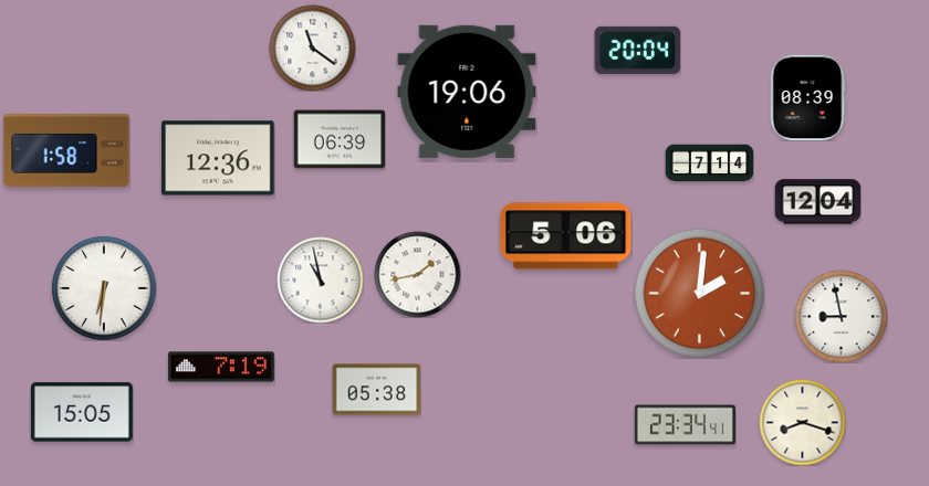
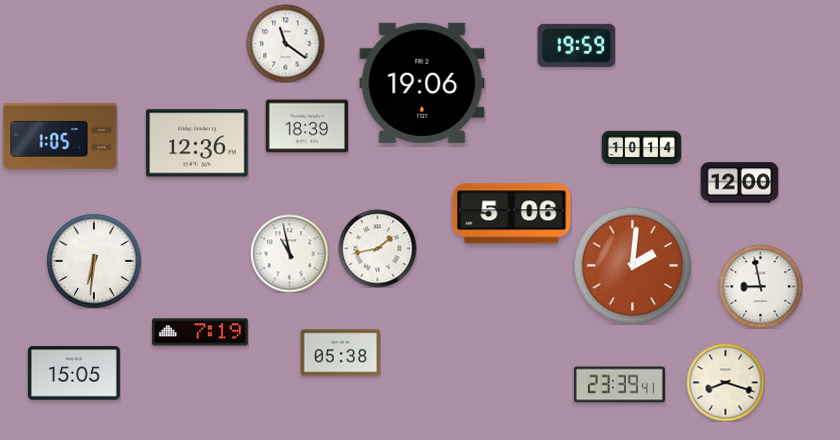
clock at (312, 47) position: (312, 47) -> (285, 43)
clock at (637, 50): 20:04 -> 19:59
clock at (807, 97): 08:39 -> none
clock at (340, 139): 06:39 -> 18:39
clock at (66, 150): 1:58 -> 1:05
clock at (709, 163): 7:14 -> 10:14
clock at (817, 202): 12:04 -> 12:00
clock at (685, 425): 23:34 -> 23:39
